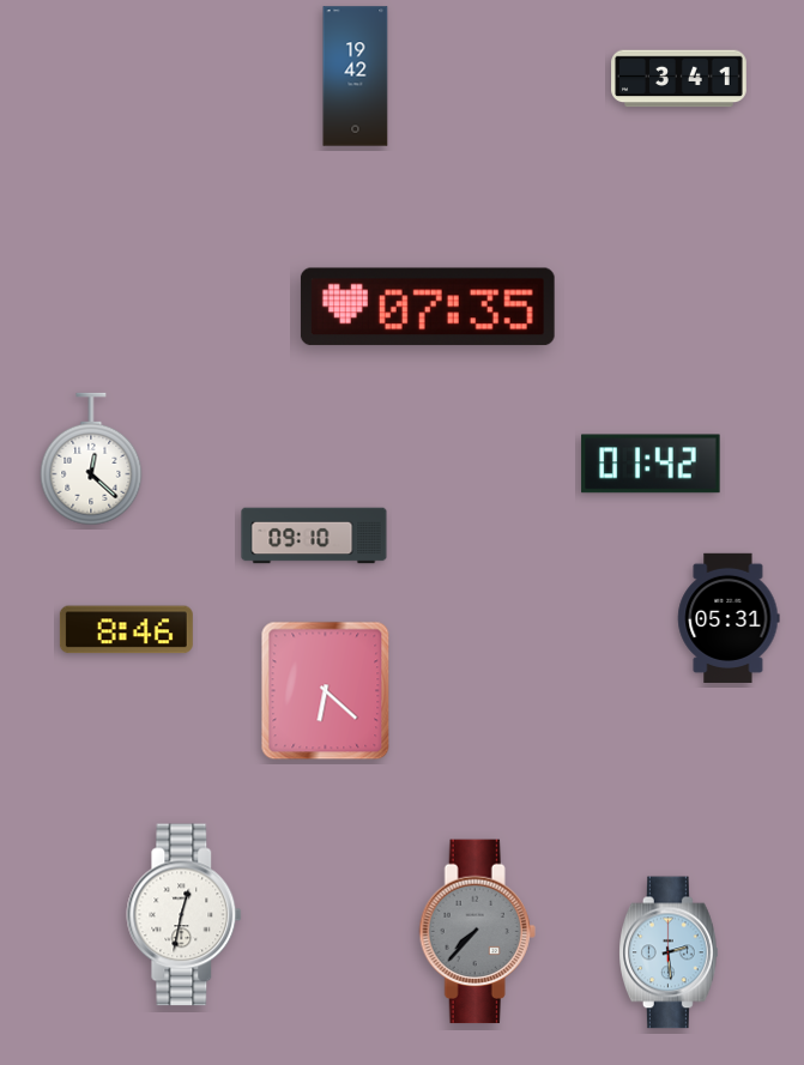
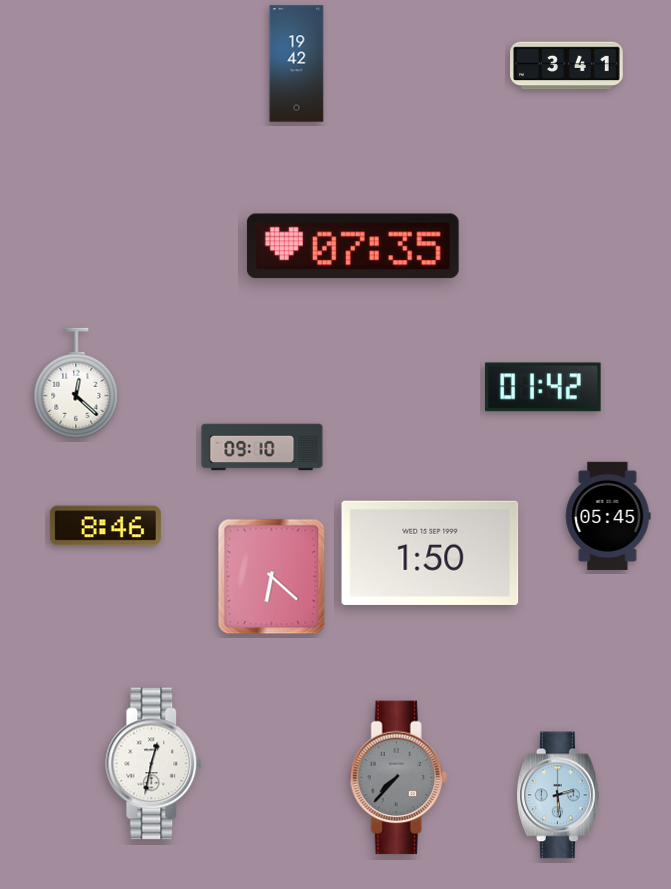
clock at (428, 307) position: (428, 307) -> (353, 246)
clock at (729, 618): 05:31 -> 05:45
clock at (430, 553): none -> 1:50
